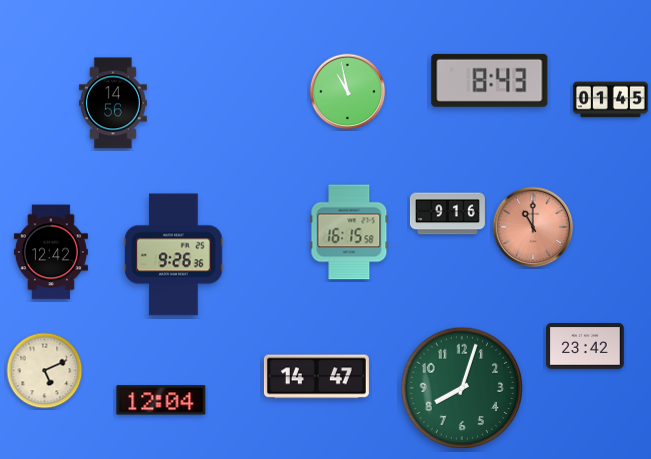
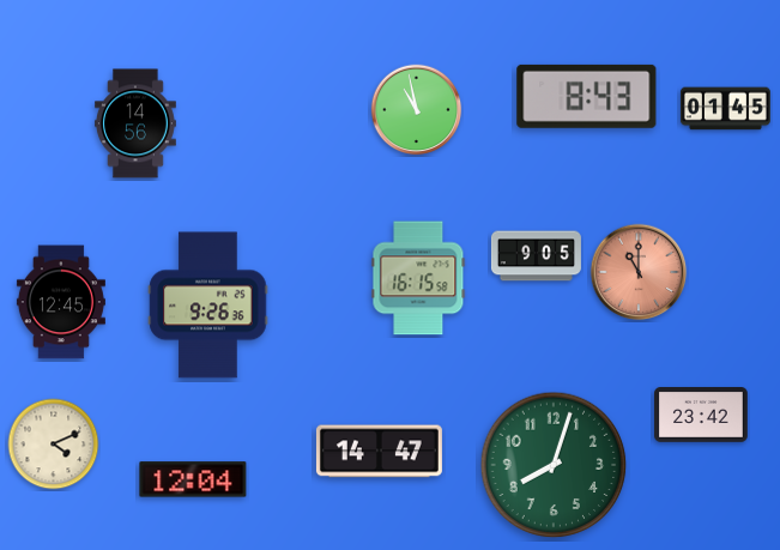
clock at (610, 100) position: (610, 100) -> (725, 109)
clock at (447, 214): 9:16 -> 9:05
clock at (51, 252): 12:42 -> 12:45
clock at (45, 371): 5:11 -> 4:11
